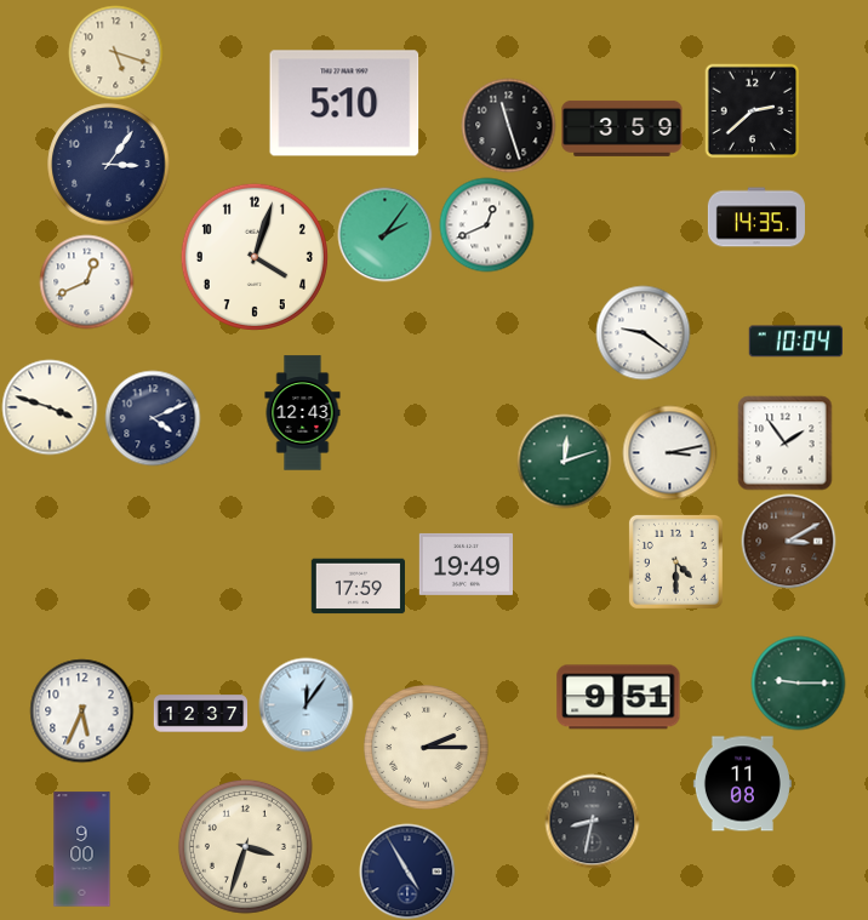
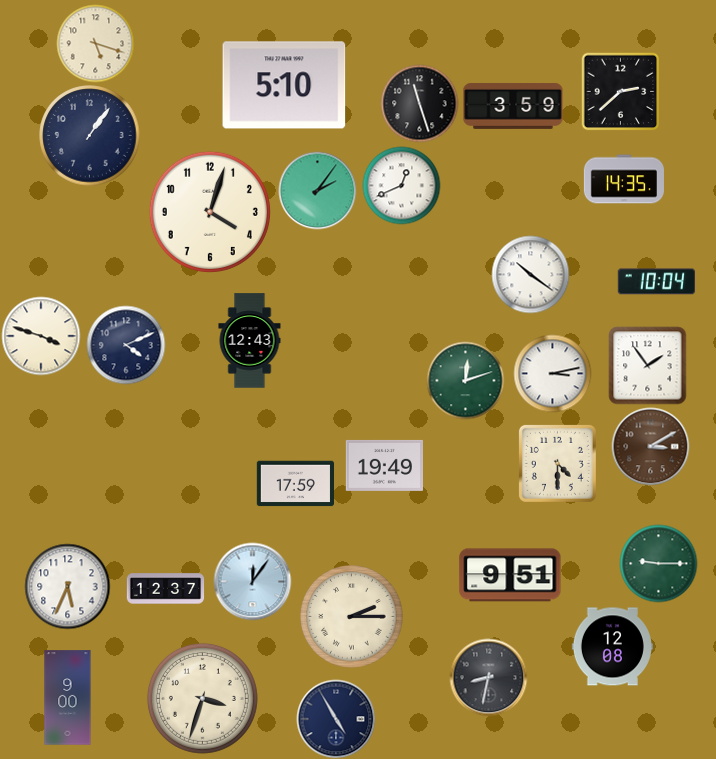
clock at (109, 165): 3:06 -> 1:06
clock at (384, 234) position: (384, 234) -> (317, 190)
clock at (86, 281): 12:41 -> none
clock at (643, 332): 9:21 -> 10:21
clock at (742, 784): 11:08 -> 12:08
clock at (82, 850) position: (82, 850) -> (68, 698)
